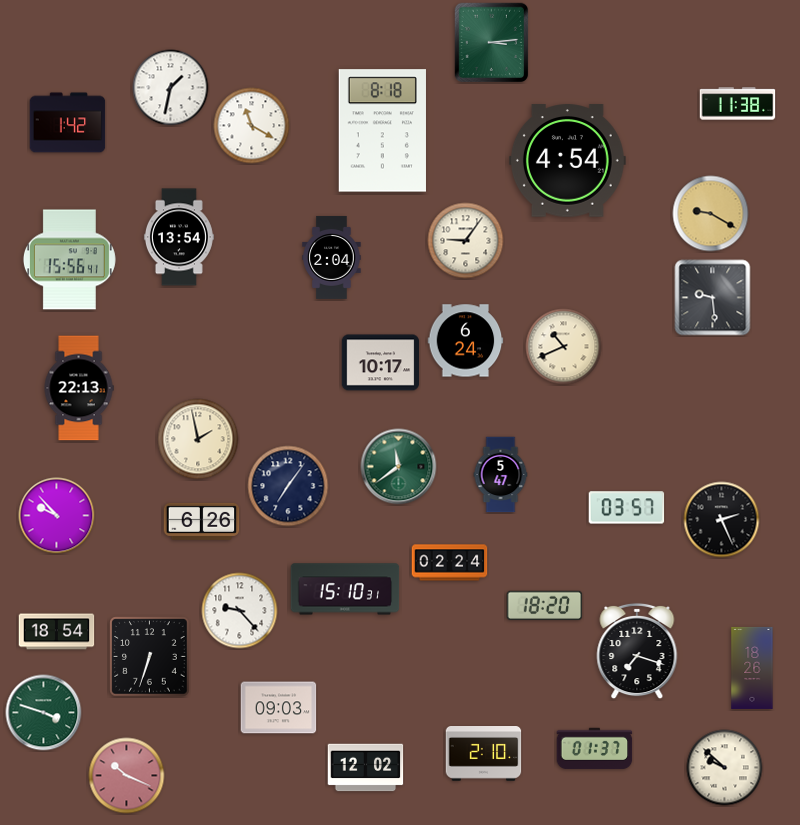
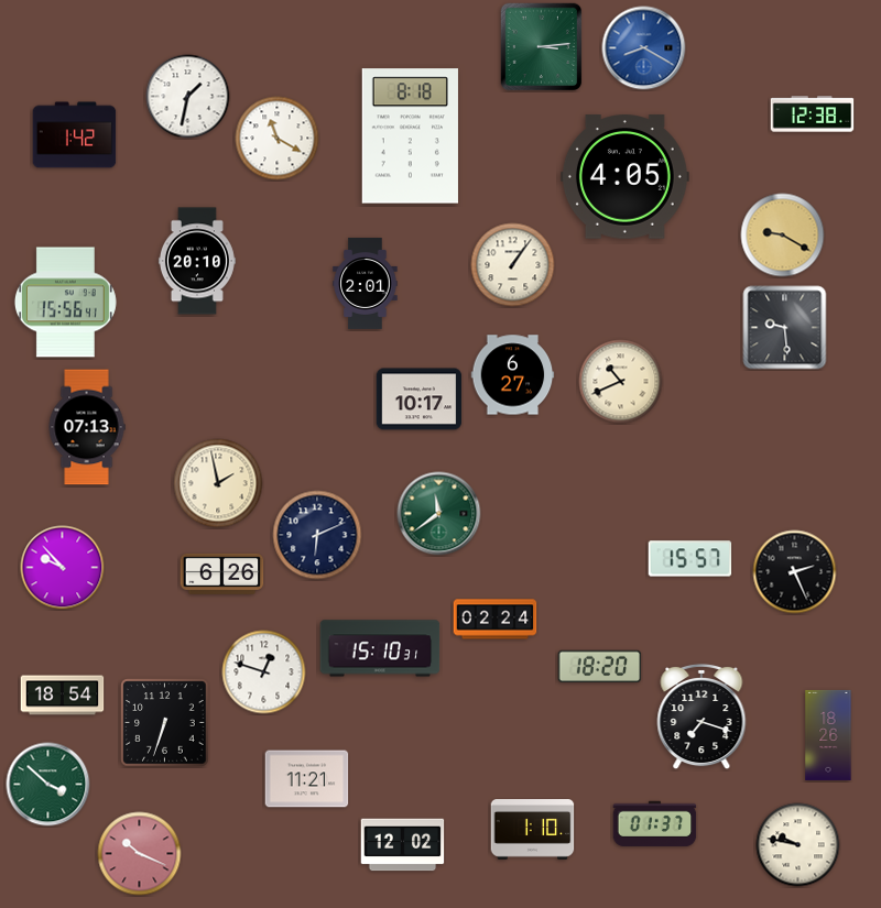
clock at (644, 48): none -> 8:20
clock at (738, 104): 11:38 -> 12:38
clock at (382, 131) position: (382, 131) -> (410, 136)
clock at (567, 161): 4:54 -> 4:05
clock at (179, 237): 13:54 -> 20:10
clock at (466, 241): 9:06 -> 1:06
clock at (332, 257): 2:04 -> 2:01
clock at (69, 260) position: (69, 260) -> (65, 303)
clock at (466, 341): 6:24 -> 6:27
clock at (79, 388): 22:13 -> 07:13
clock at (501, 475): 5:47 -> none
clock at (288, 486): 7:06 -> 6:11
clock at (627, 508): 03:57 -> 15:57
clock at (240, 611): 9:23 -> 12:48
clock at (279, 708): 09:03 -> 11:21
clock at (44, 713): 3:48 -> 3:52
clock at (484, 754): 2:10 -> 1:10
clock at (725, 768): 9:52 -> 9:47
